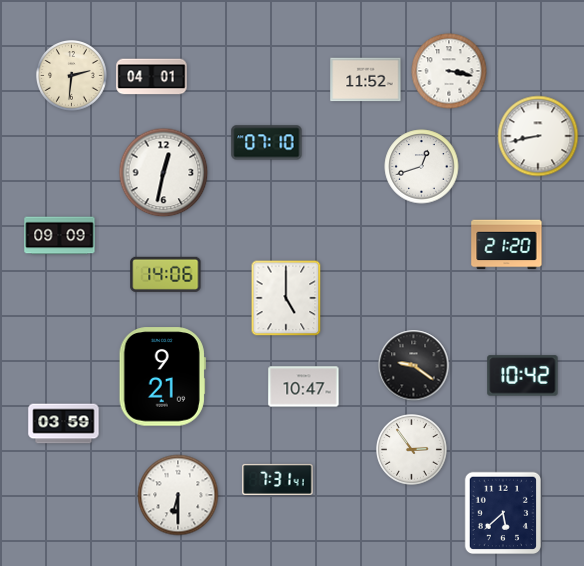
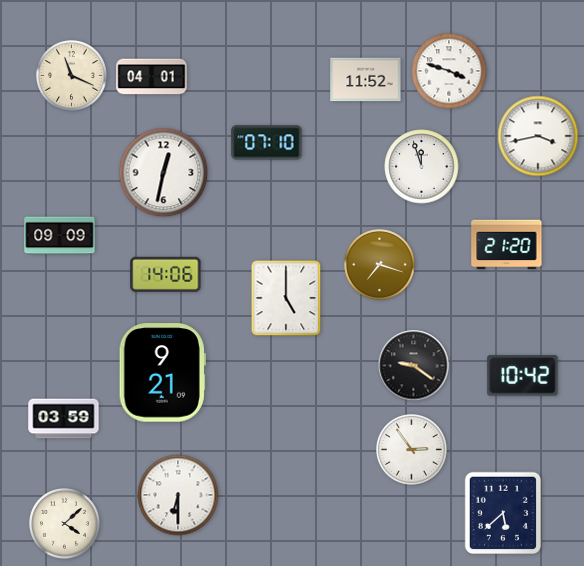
clock at (449, 71): 3:17 -> 3:48
clock at (72, 76): 2:31 -> 11:19
clock at (538, 136): 8:43 -> 3:43
clock at (422, 167): 12:42 -> 11:57
clock at (380, 265): none -> 7:18
clock at (162, 377) position: (162, 377) -> (162, 373)
clock at (304, 387): 10:47 -> none
clock at (64, 424) position: (64, 424) -> (64, 419)
clock at (278, 479): 7:31 -> none
clock at (65, 524): none -> 4:08
